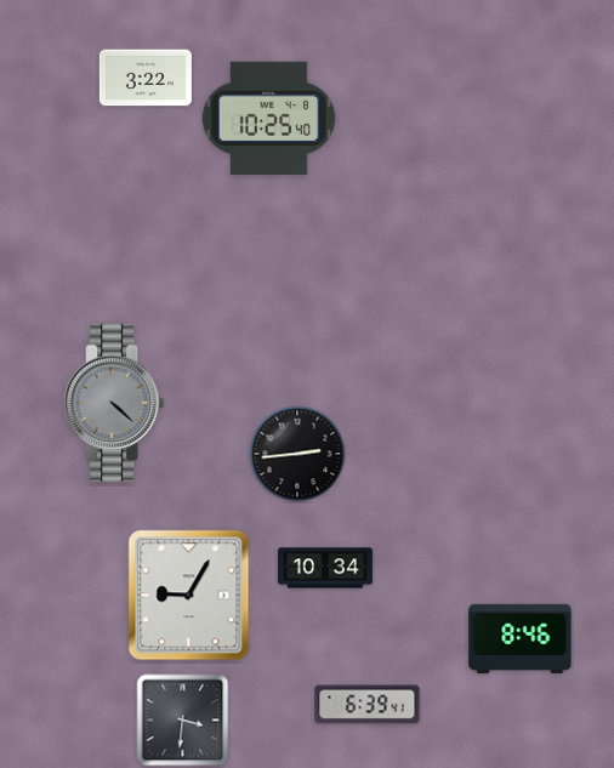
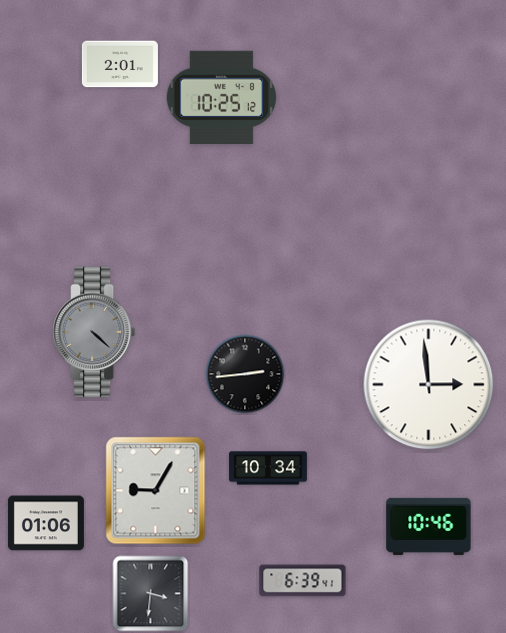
clock at (146, 78): 3:22 -> 2:01
clock at (269, 118): 10:25:40 -> 10:25:12
clock at (429, 385): none -> 2:59
clock at (46, 523): none -> 01:06
clock at (521, 638): 8:46 -> 10:46
